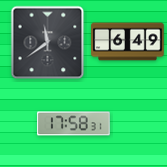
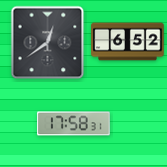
clock at (128, 42): 6:49 -> 6:52
clock at (48, 43): 11:39 -> 12:39
